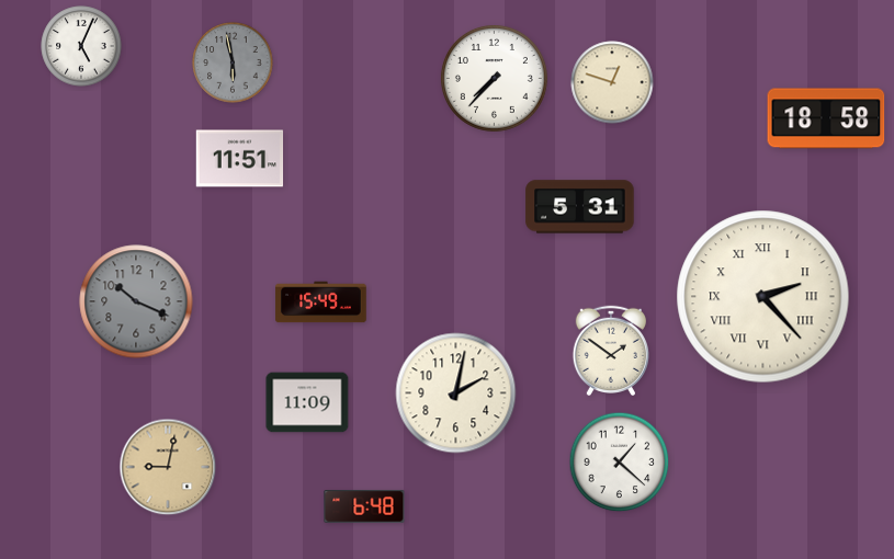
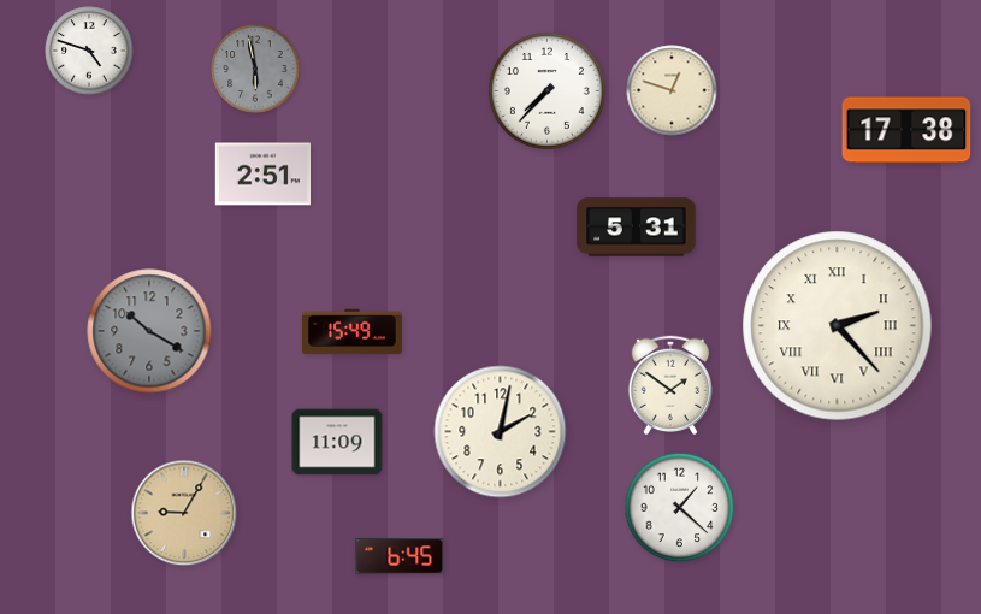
clock at (81, 46): 5:04 -> 4:48
clock at (494, 78) position: (494, 78) -> (546, 90)
clock at (826, 118): 18:58 -> 17:38
clock at (240, 159): 11:51 -> 2:51
clock at (136, 301): 10:19 -> 10:20
clock at (168, 467): 9:02 -> 9:05
clock at (364, 506): 6:48 -> 6:45
